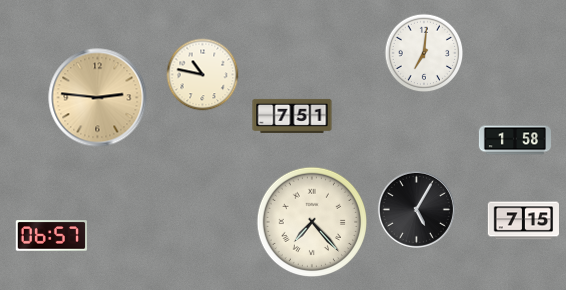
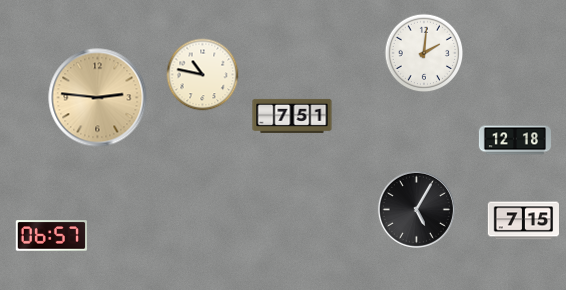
clock at (424, 53): 7:01 -> 2:01
clock at (515, 140): 1:58 -> 12:18
clock at (311, 221): 7:23 -> none
